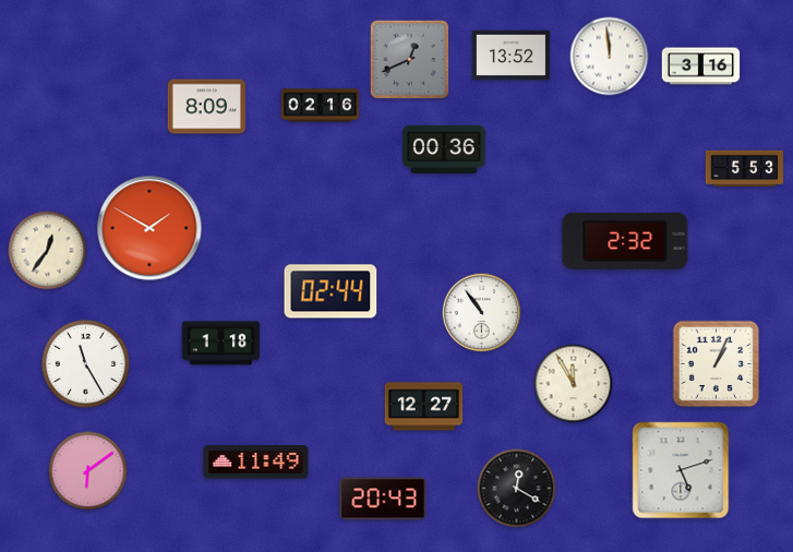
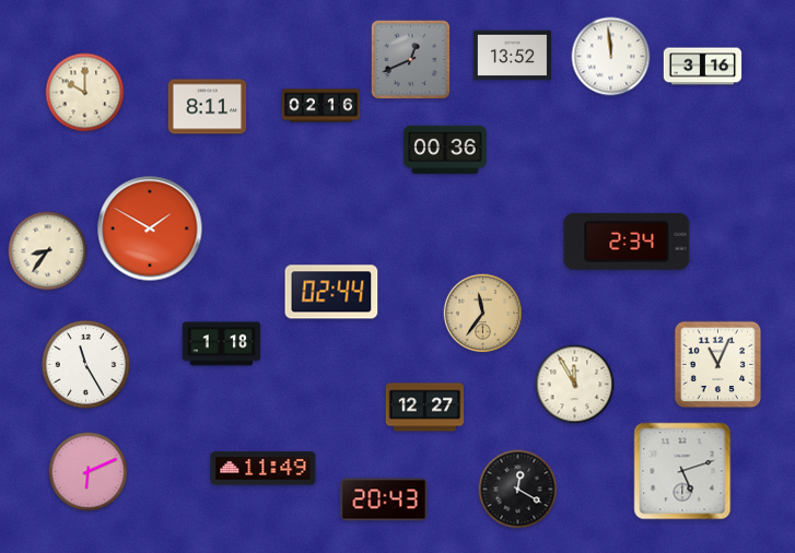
clock at (85, 93): none -> 10:00
clock at (207, 107): 8:09 -> 8:11
clock at (745, 169): 5:53 -> none
clock at (625, 241): 2:32 -> 2:34
clock at (48, 251): 12:36 -> 8:36
clock at (482, 313): 10:54 -> 11:36
clock at (482, 313) dial: white -> champagne
clock at (717, 364): 1:04 -> 11:04
clock at (256, 463) position: (256, 463) -> (264, 469)
clock at (88, 471): 6:09 -> 6:11
